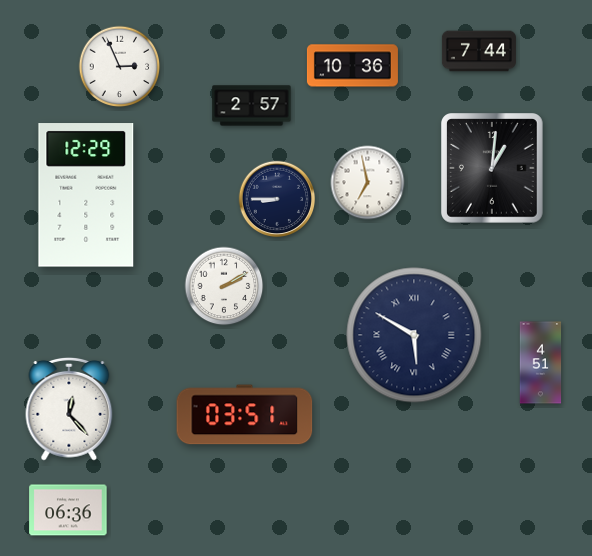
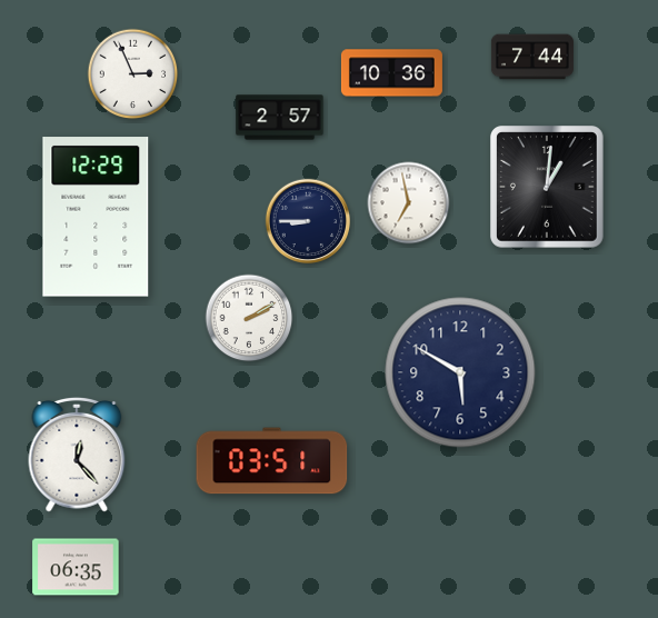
clock at (414, 335) numerals: Roman -> Arabic
clock at (541, 363): 4:51 -> none
clock at (68, 510): 06:36 -> 06:35
